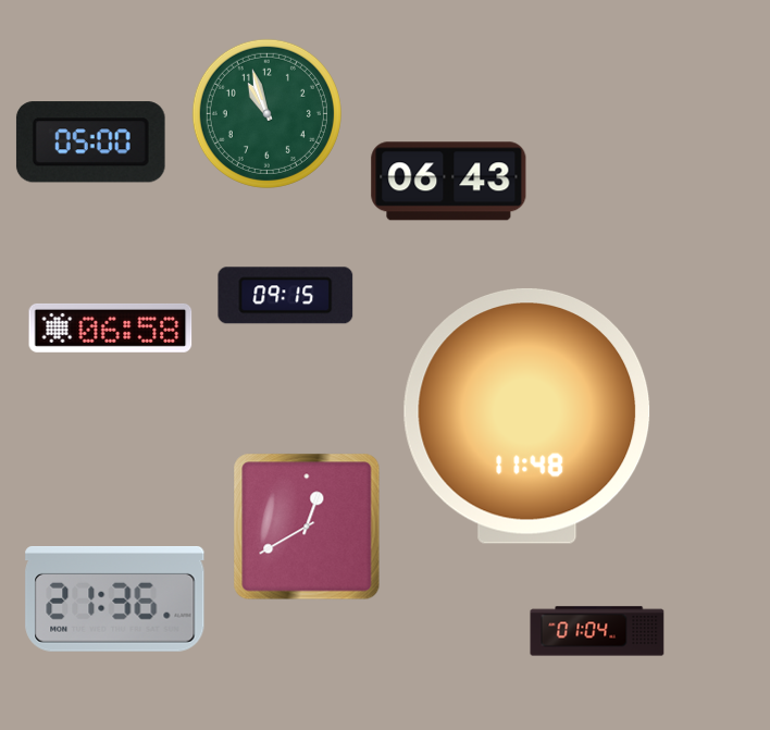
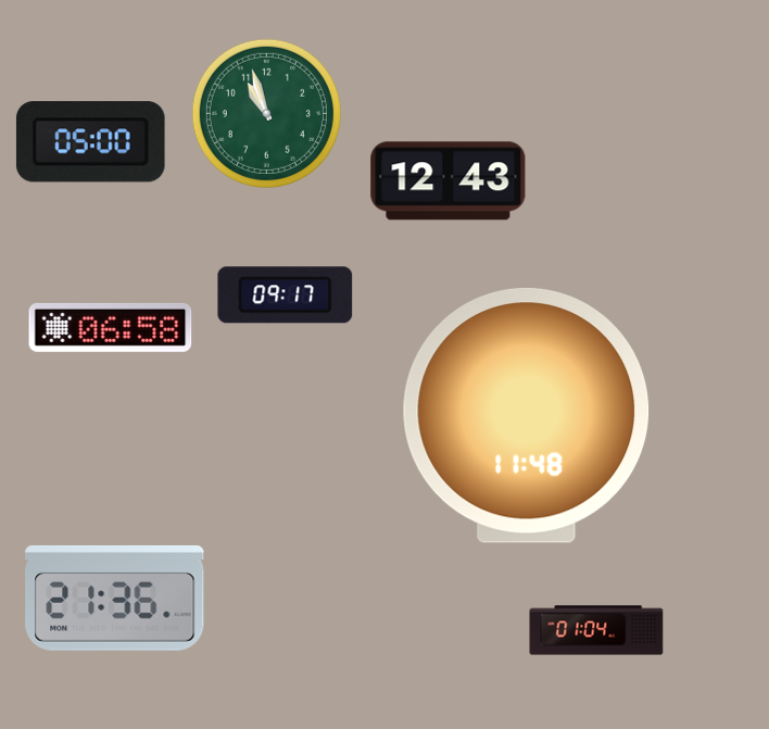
clock at (449, 182): 06:43 -> 12:43
clock at (286, 296): 09:15 -> 09:17
clock at (307, 527): 12:40 -> none
